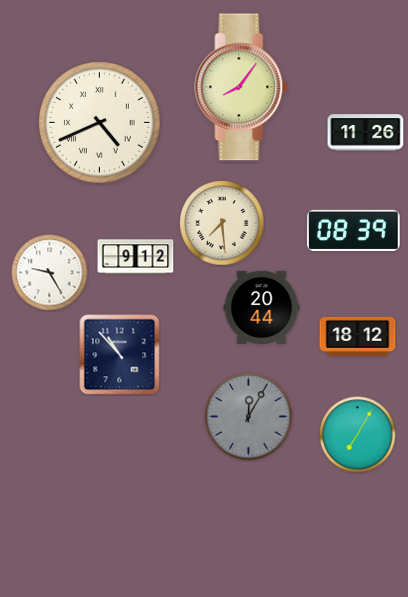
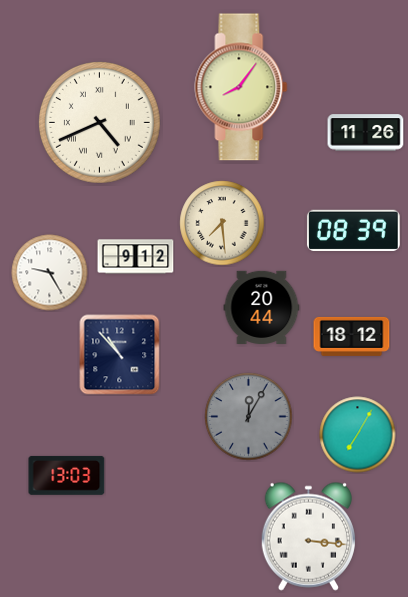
clock at (358, 336) position: (358, 336) -> (352, 336)
clock at (67, 475): none -> 13:03
clock at (308, 536): none -> 3:16
